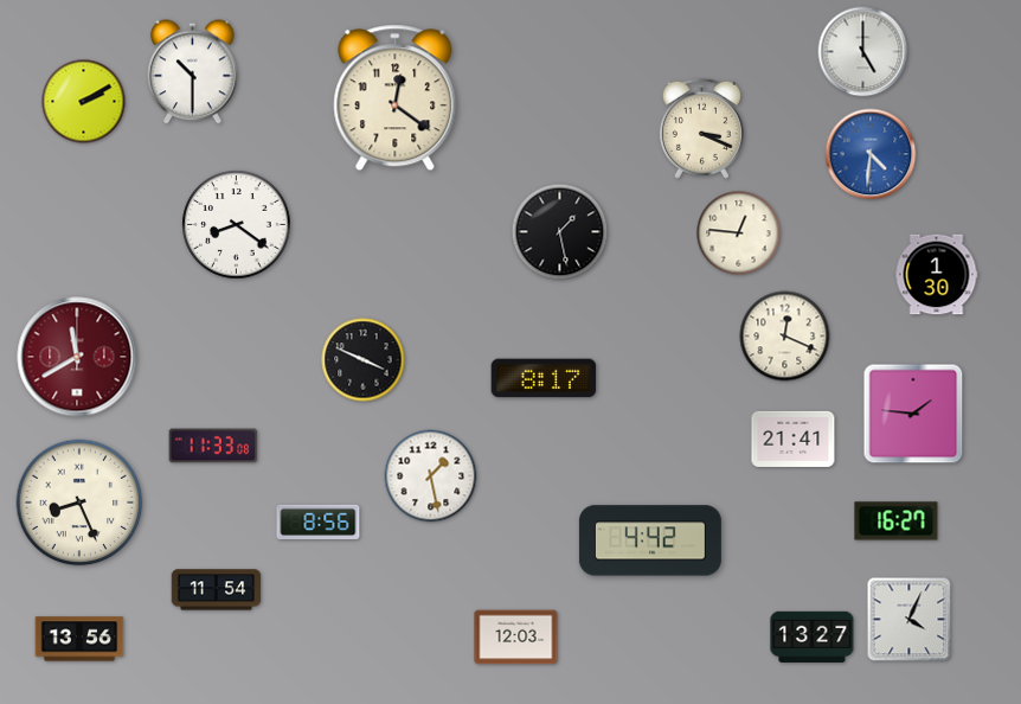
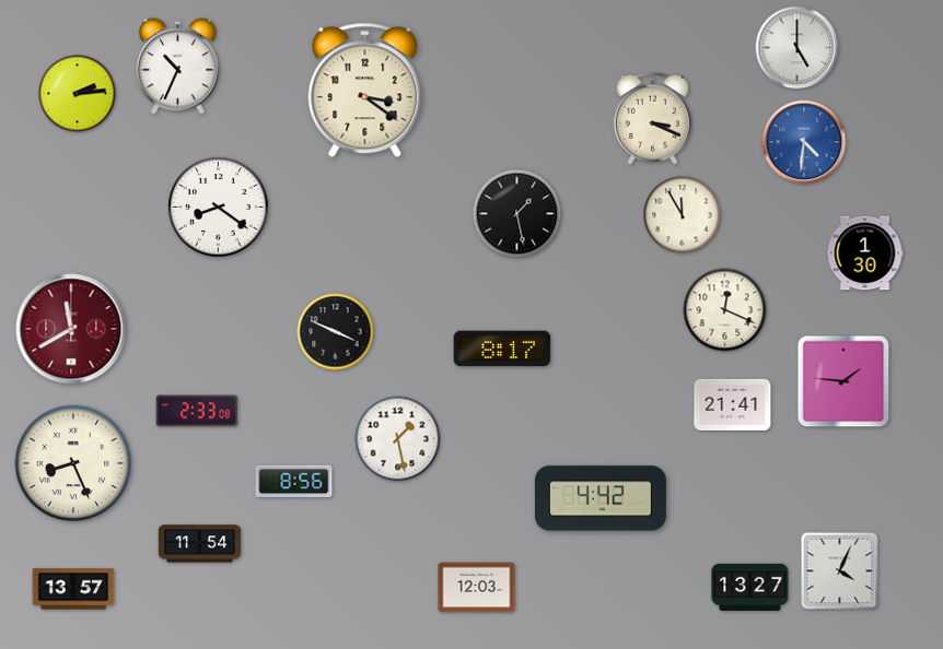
clock at (193, 72): 10:30 -> 10:34
clock at (396, 98): 12:21 -> 3:21
clock at (84, 102): 2:10 -> 2:14
clock at (701, 128) position: (701, 128) -> (652, 118)
clock at (739, 233): 12:46 -> 11:55
clock at (213, 446): 11:33 -> 2:33
clock at (897, 521): 16:27 -> none
clock at (79, 639): 13:56 -> 13:57
